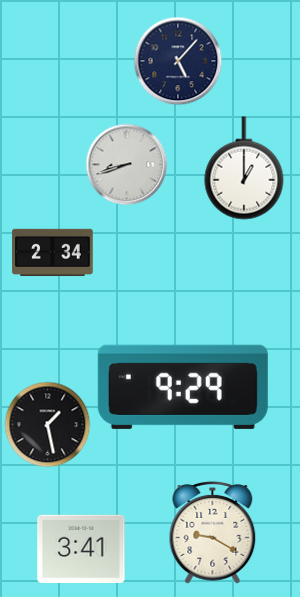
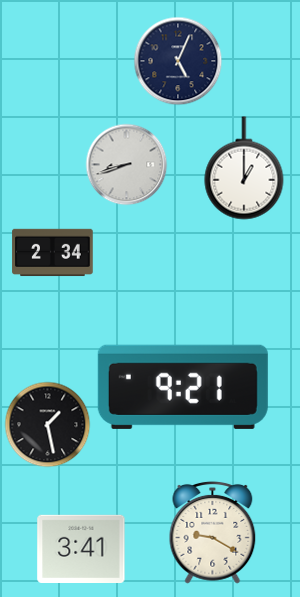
clock at (178, 61): 5:07 -> 5:04
clock at (183, 387): 9:29 -> 9:21
